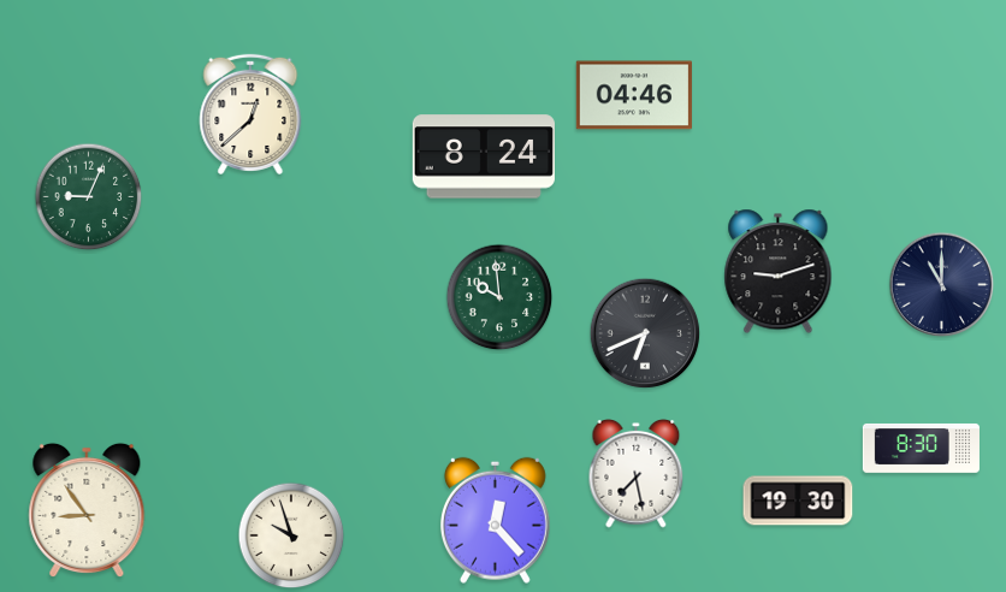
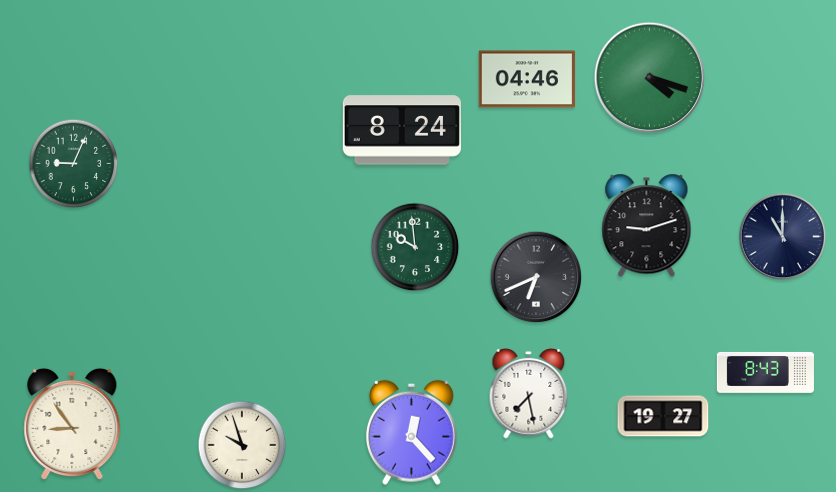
clock at (649, 77): none -> 4:18
clock at (250, 114): 12:38 -> none
clock at (921, 448): 8:30 -> 8:43
clock at (798, 501): 19:30 -> 19:27
